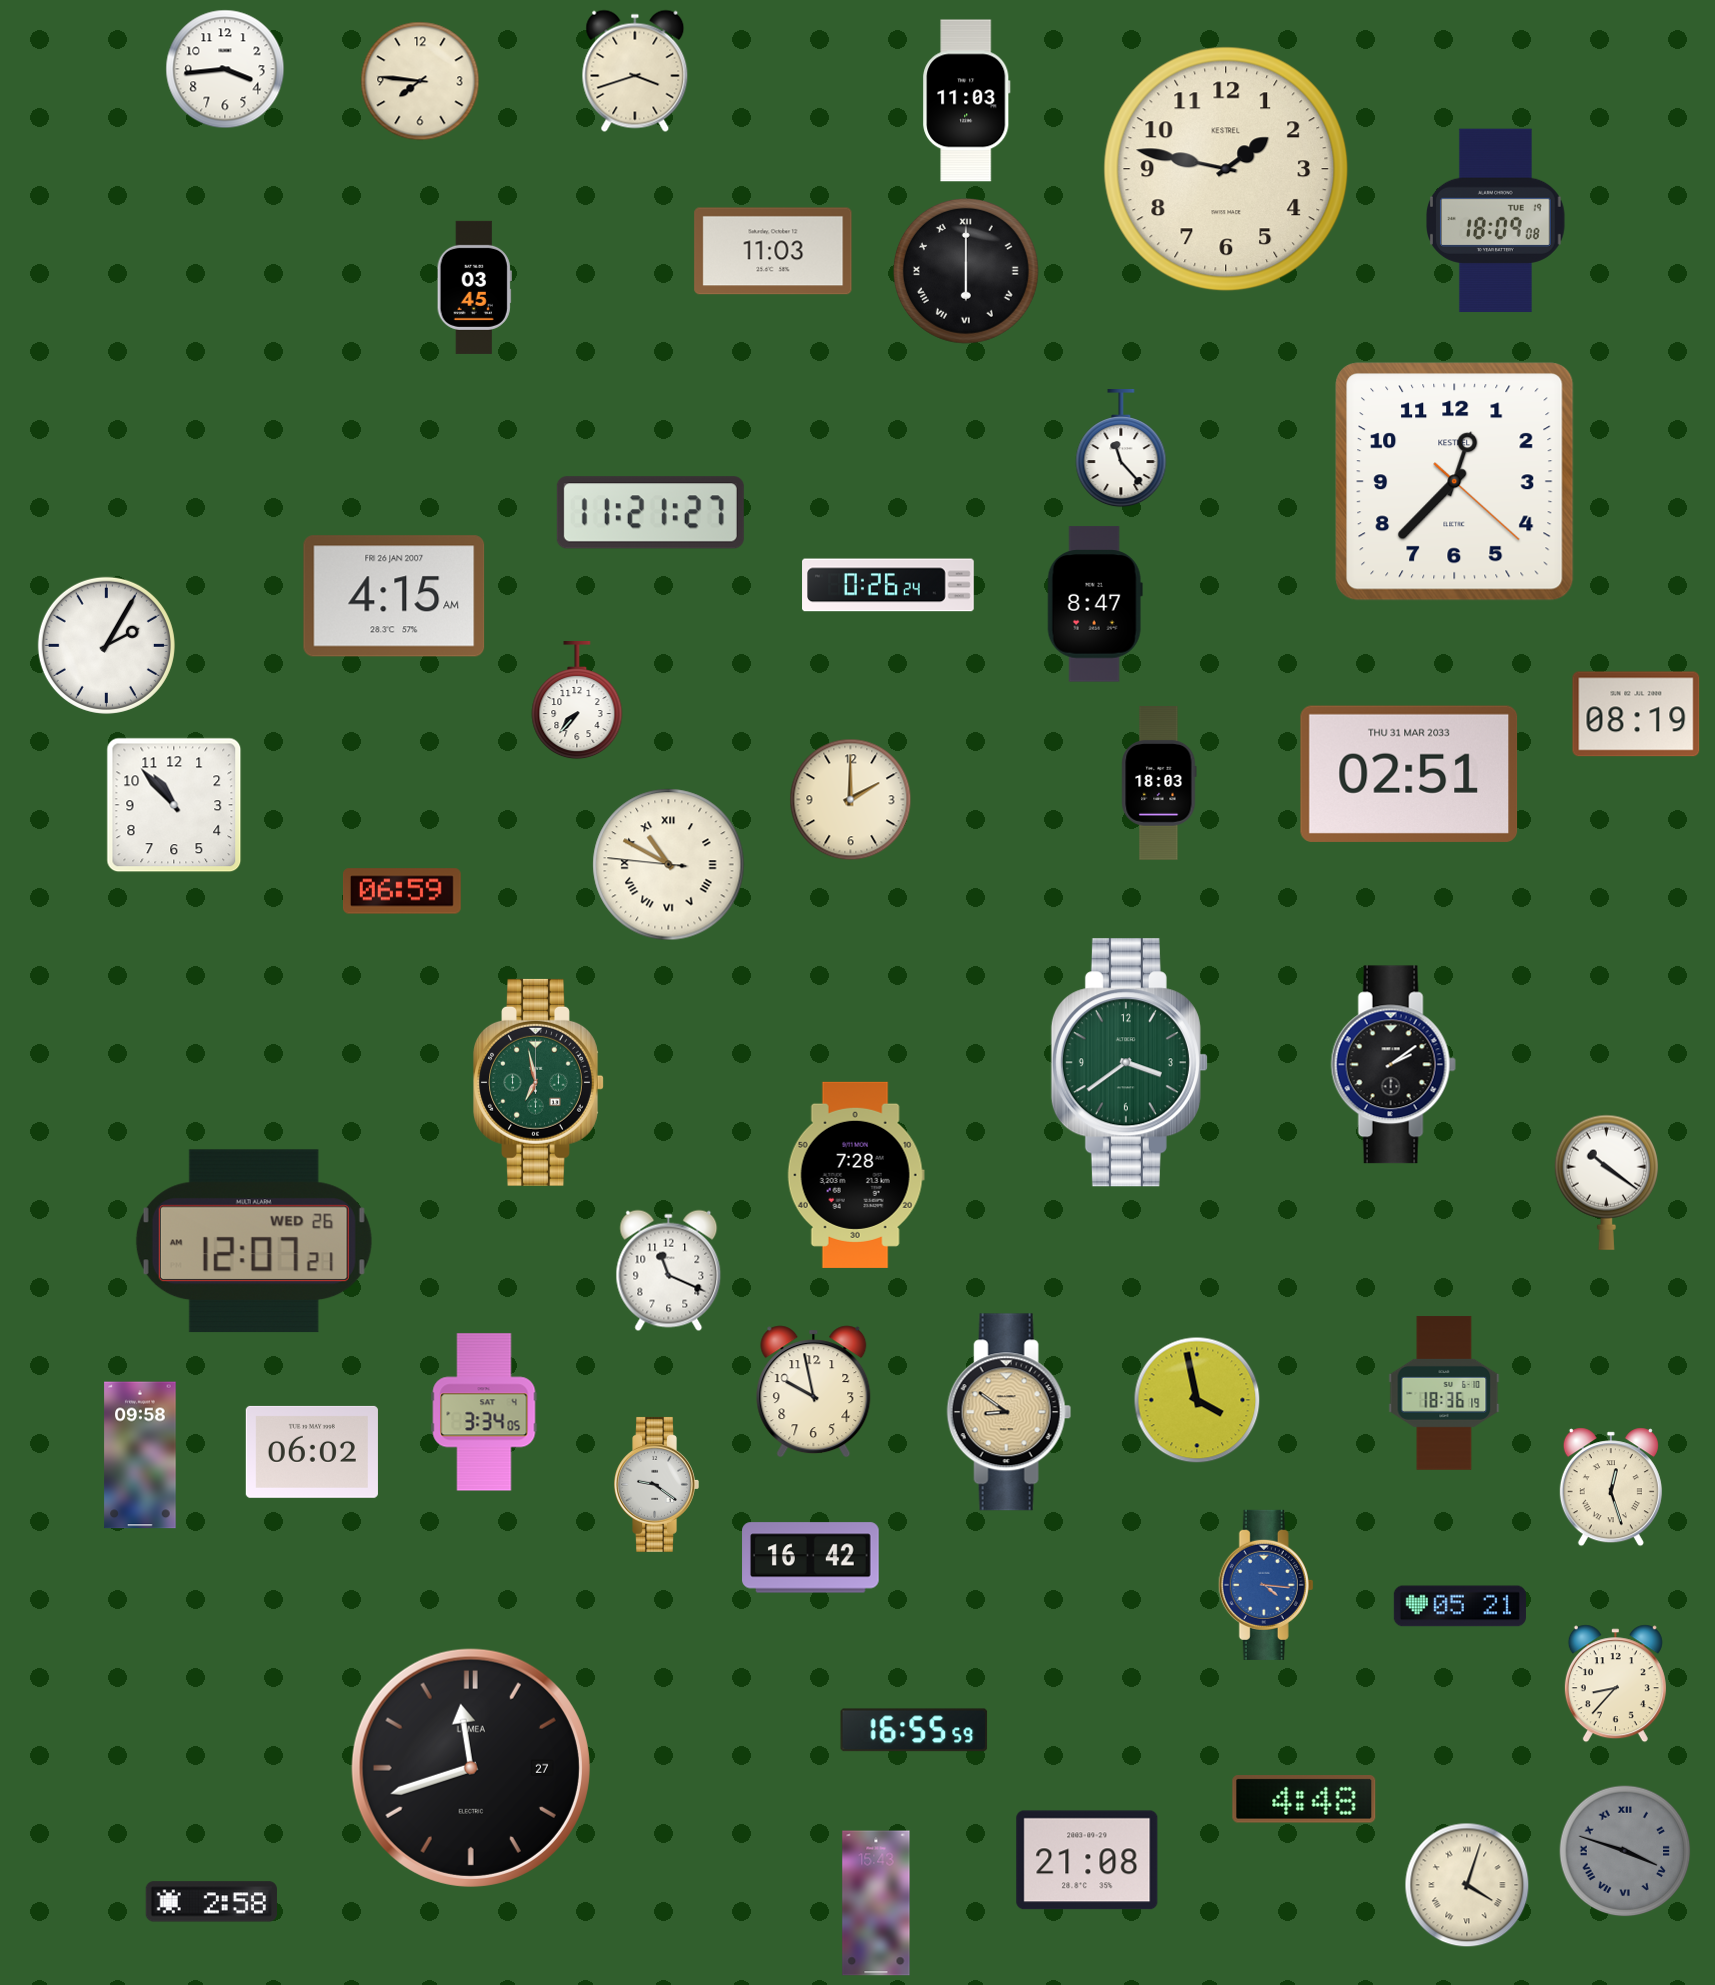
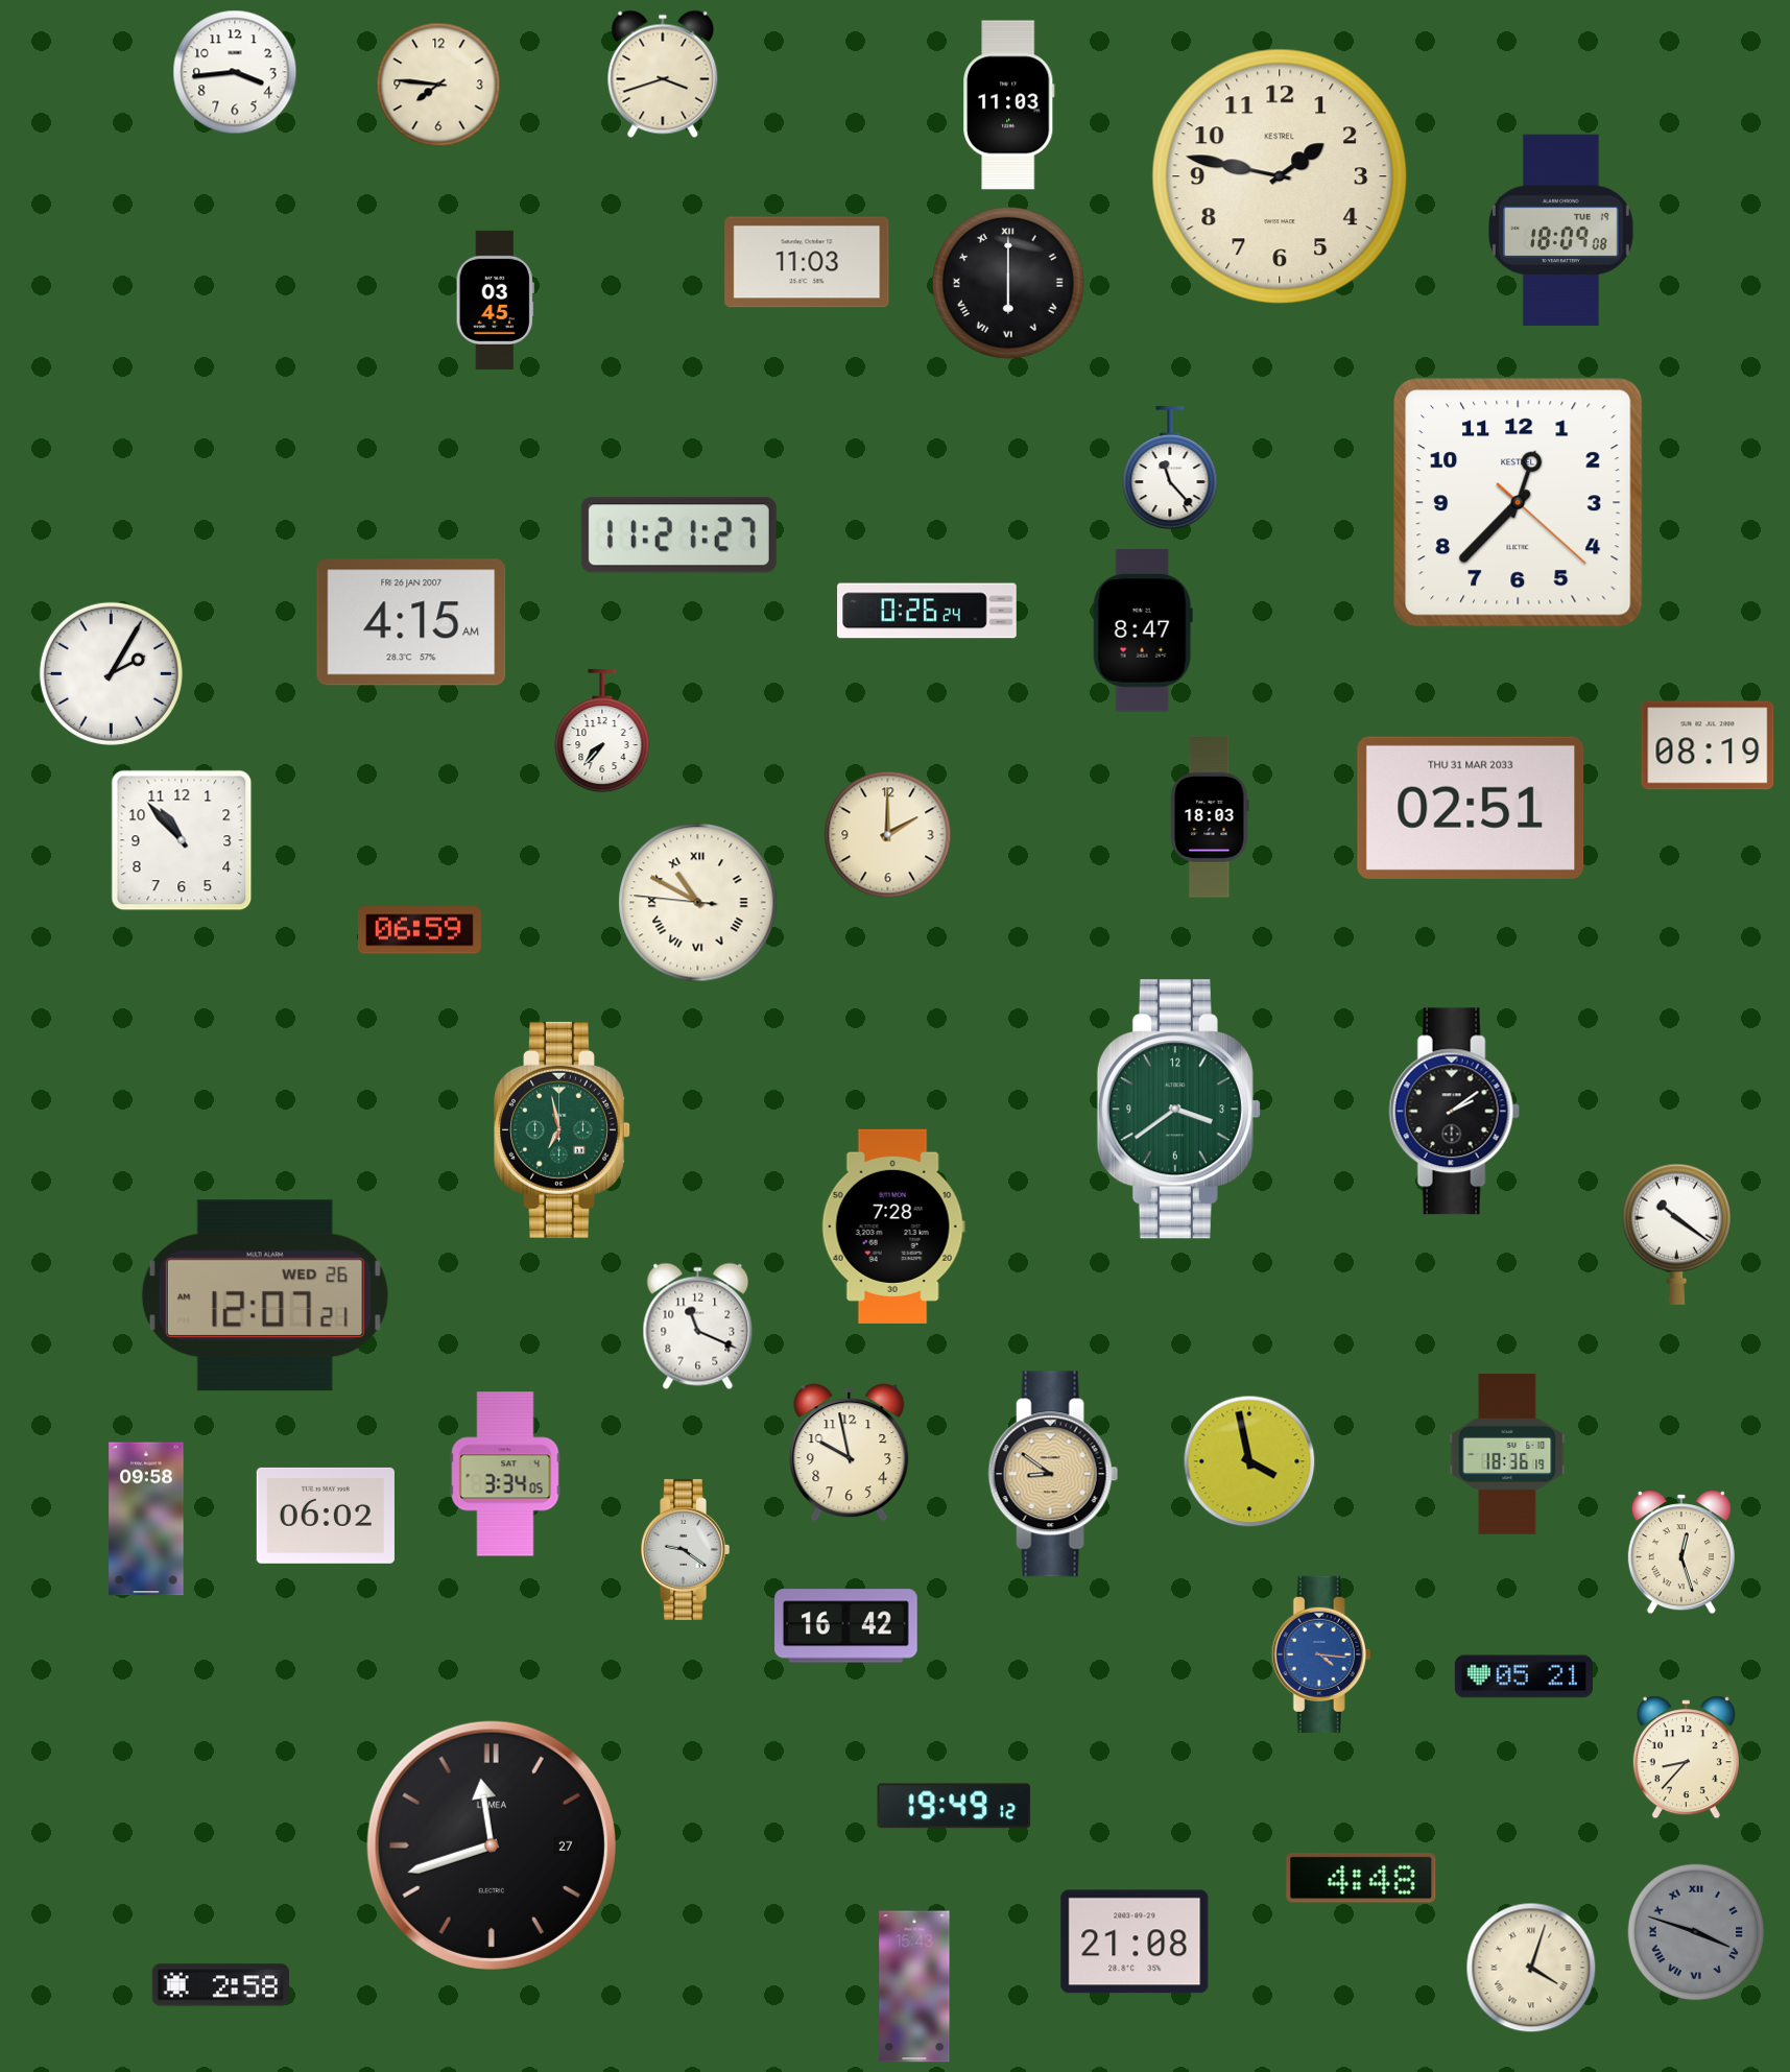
clock at (914, 1730): 16:55 -> 19:49
